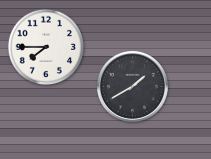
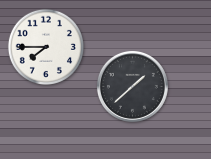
clock at (132, 86): 1:40 -> 1:38
